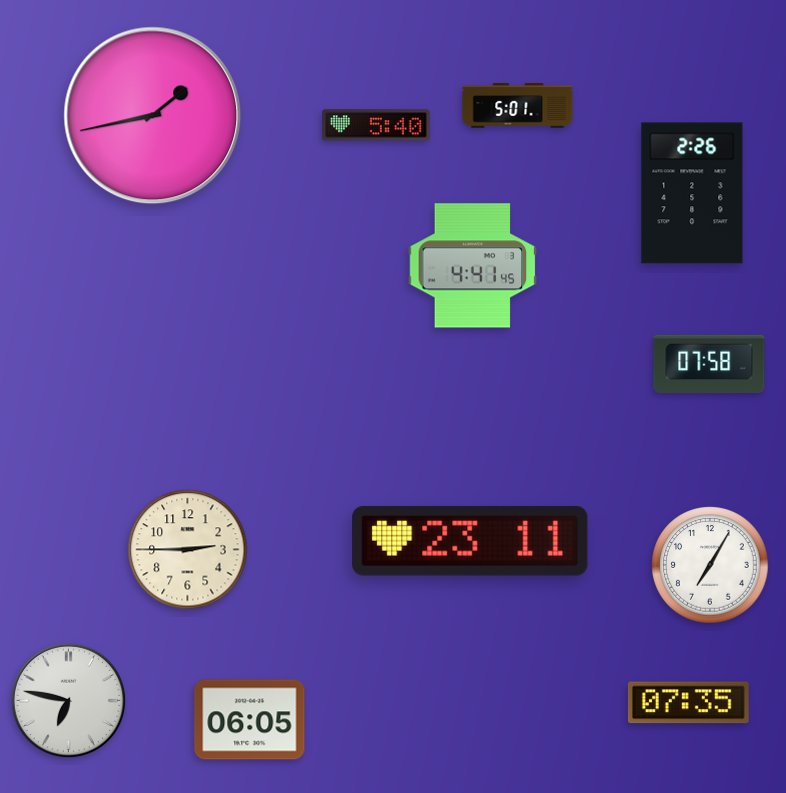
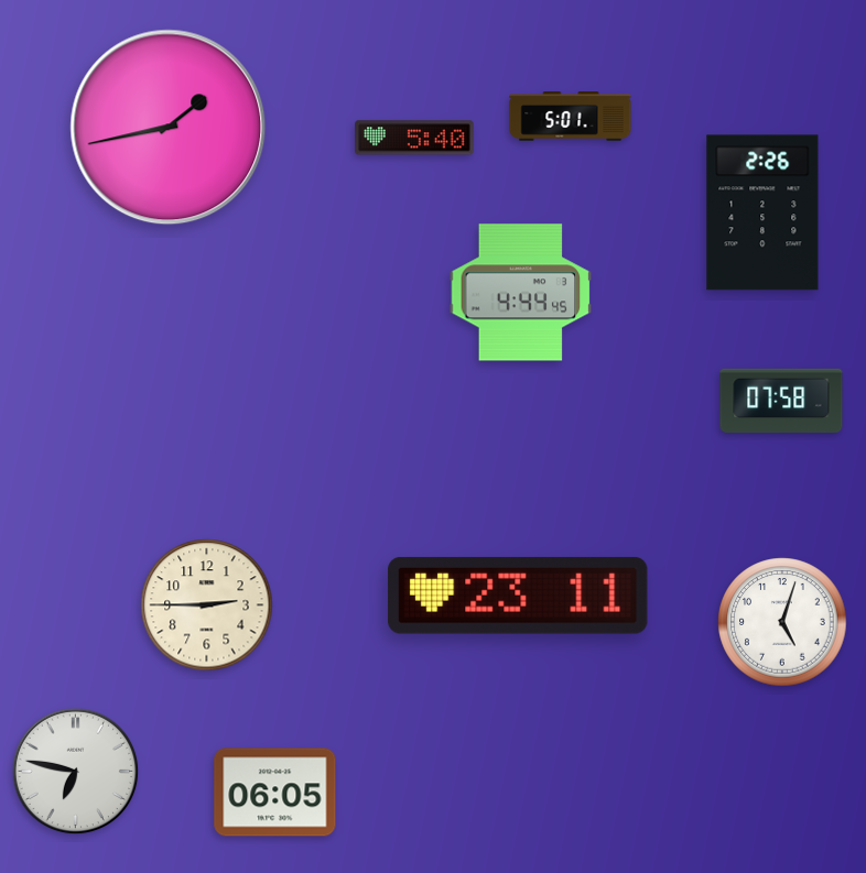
clock at (473, 266): 4:41 -> 4:44
clock at (710, 565): 7:05 -> 5:03
clock at (688, 703): 07:35 -> none
